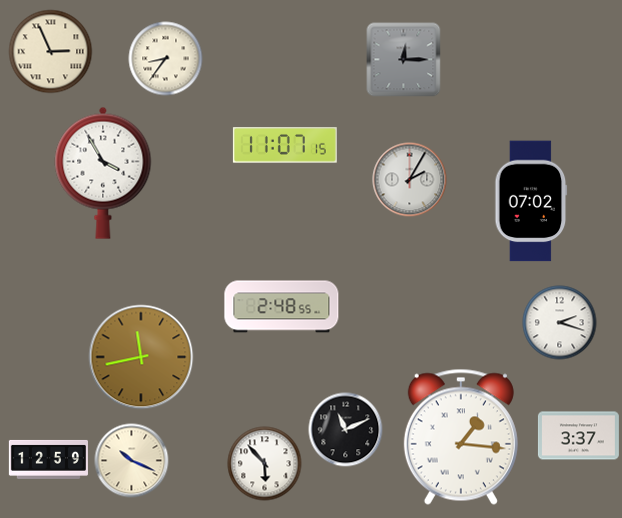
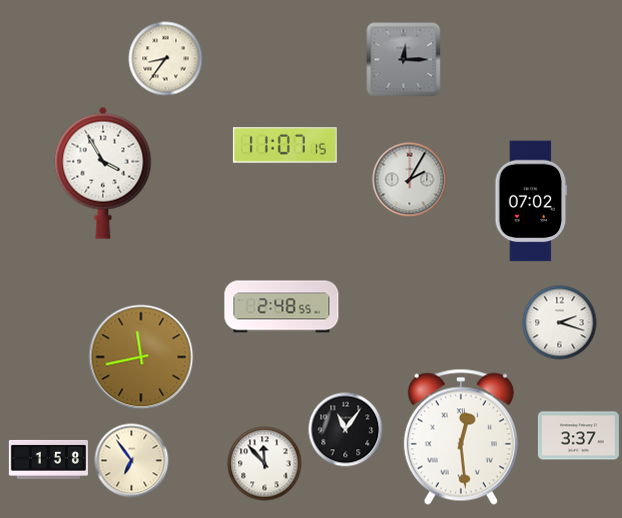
clock at (51, 52): 2:56 -> none
clock at (346, 430): 11:11 -> 11:06
clock at (461, 437): 1:16 -> 12:29
clock at (48, 459): 12:59 -> 1:58
clock at (132, 461): 10:19 -> 6:54
clock at (265, 464): 5:53 -> 11:53
